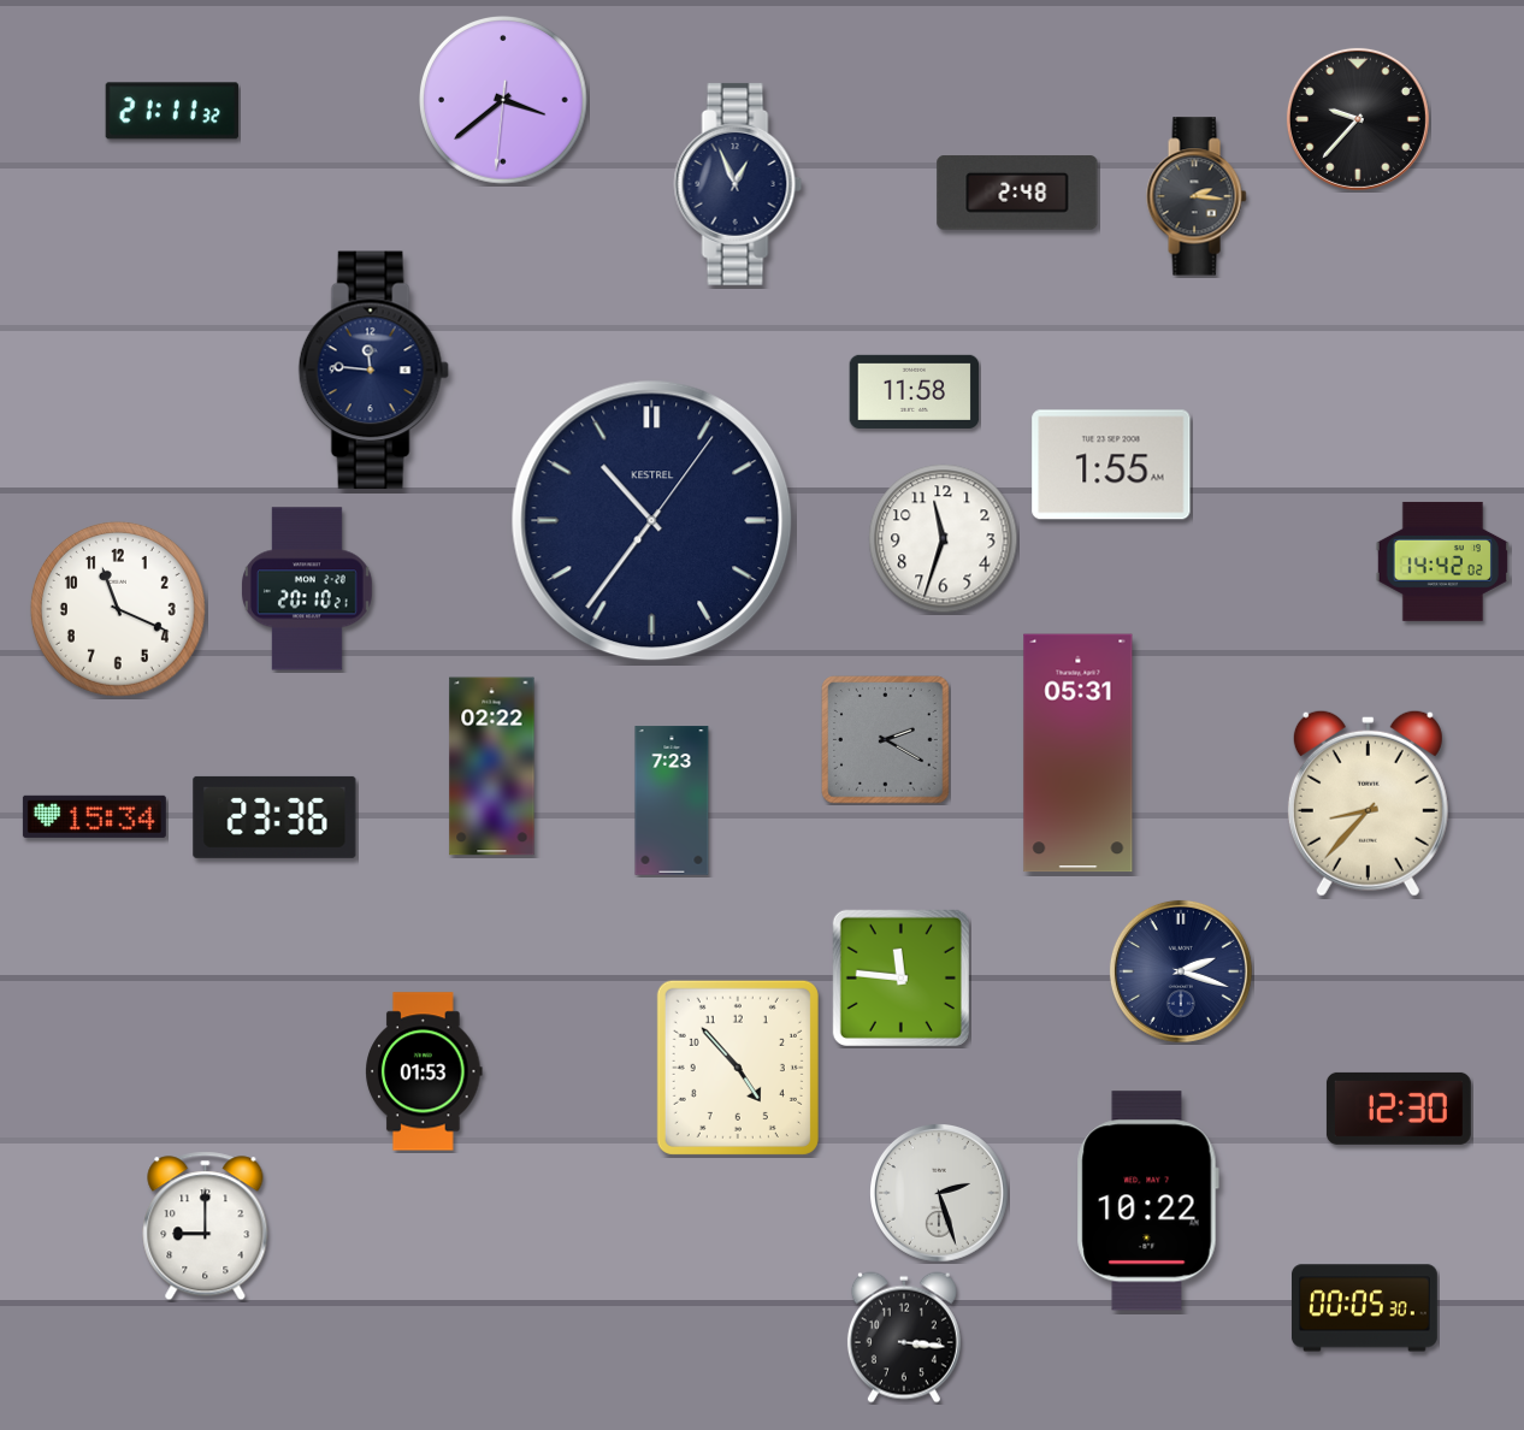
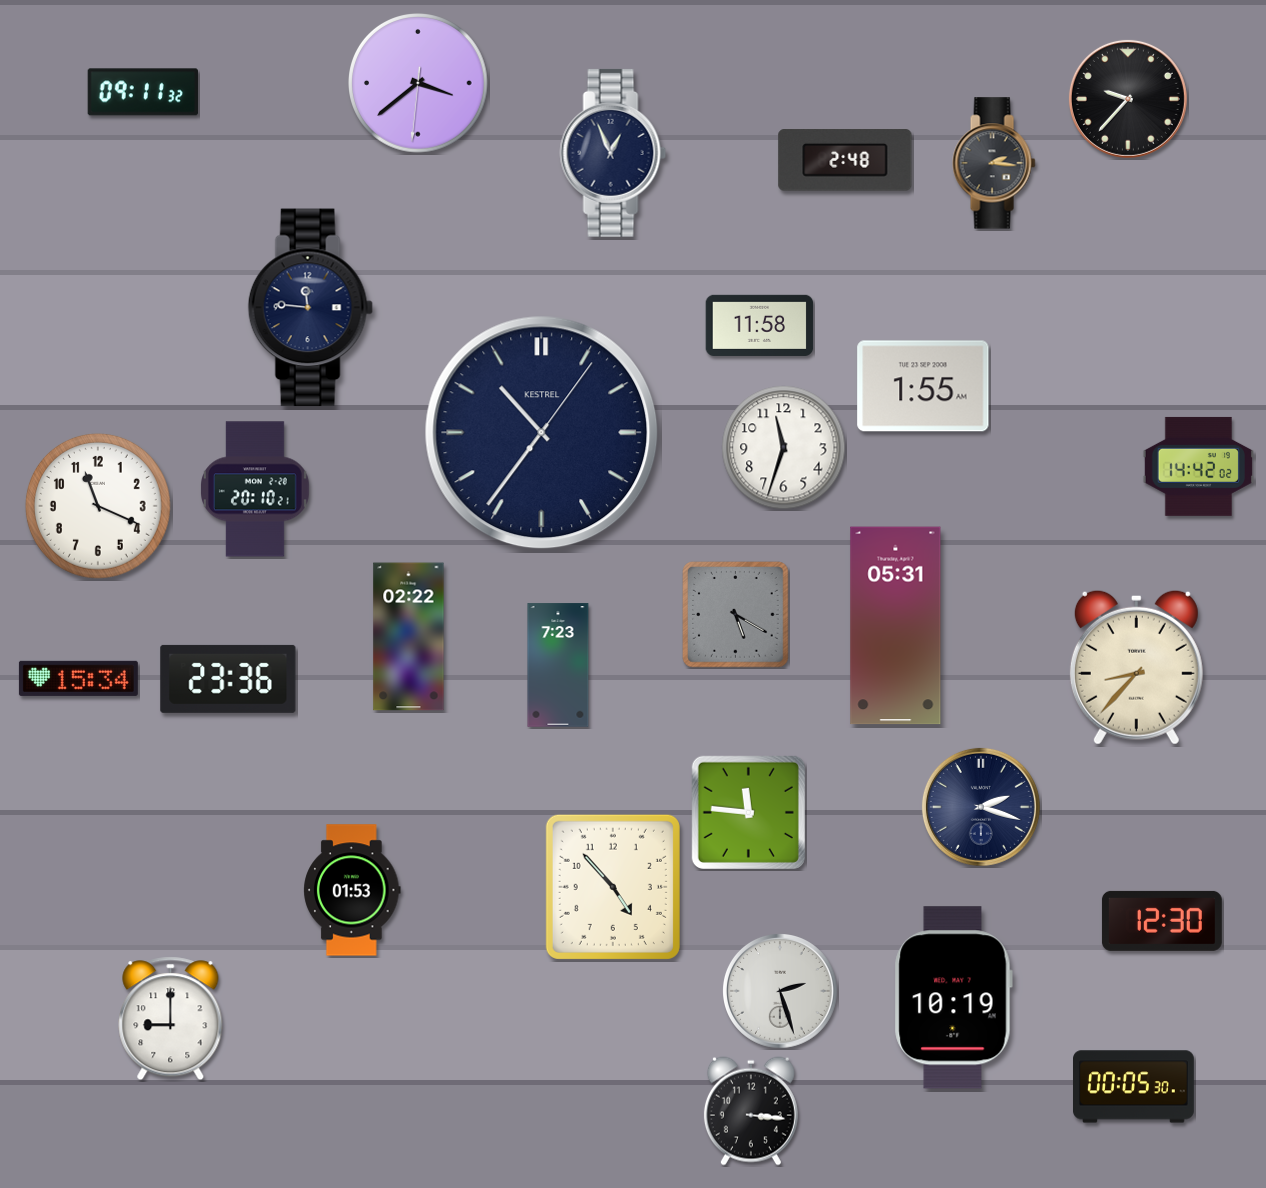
clock at (172, 111): 21:11 -> 09:11
clock at (886, 740): 2:20 -> 5:20
clock at (1147, 1201): 10:22 -> 10:19
